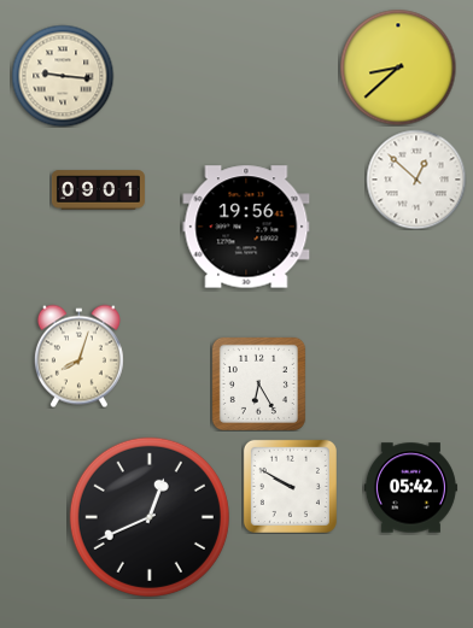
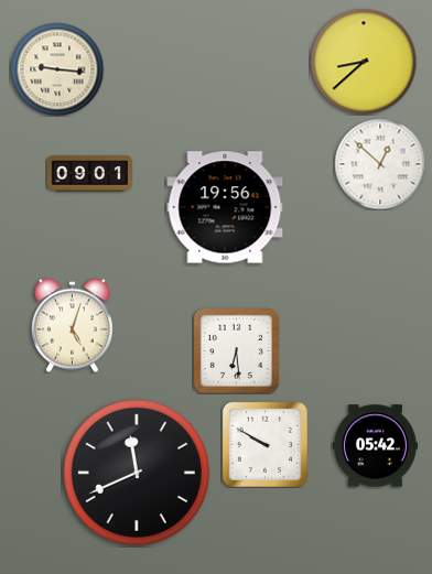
clock at (78, 356): 8:03 -> 5:03
clock at (258, 383): 6:25 -> 6:29
clock at (150, 517): 12:41 -> 11:41
